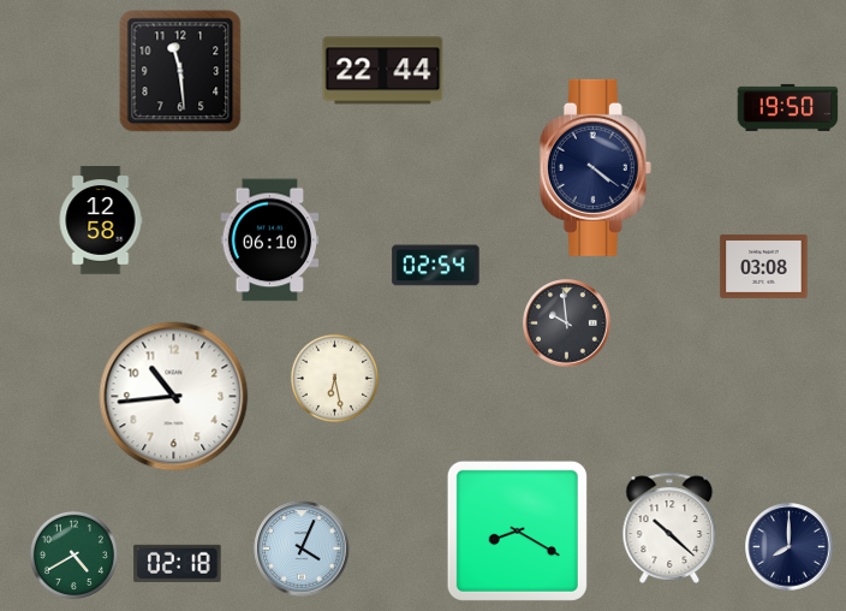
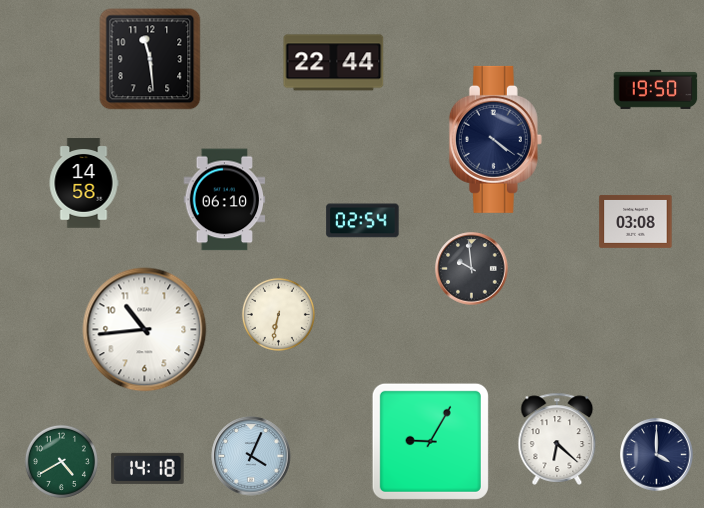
clock at (383, 71) position: (383, 71) -> (334, 63)
clock at (101, 220): 12:58 -> 14:58
clock at (334, 378): 6:28 -> 6:32
clock at (669, 528): 10:22 -> 6:22
clock at (517, 530): 8:20 -> 9:05
clock at (790, 547): 8:00 -> 4:00
clock at (178, 563): 02:18 -> 14:18
